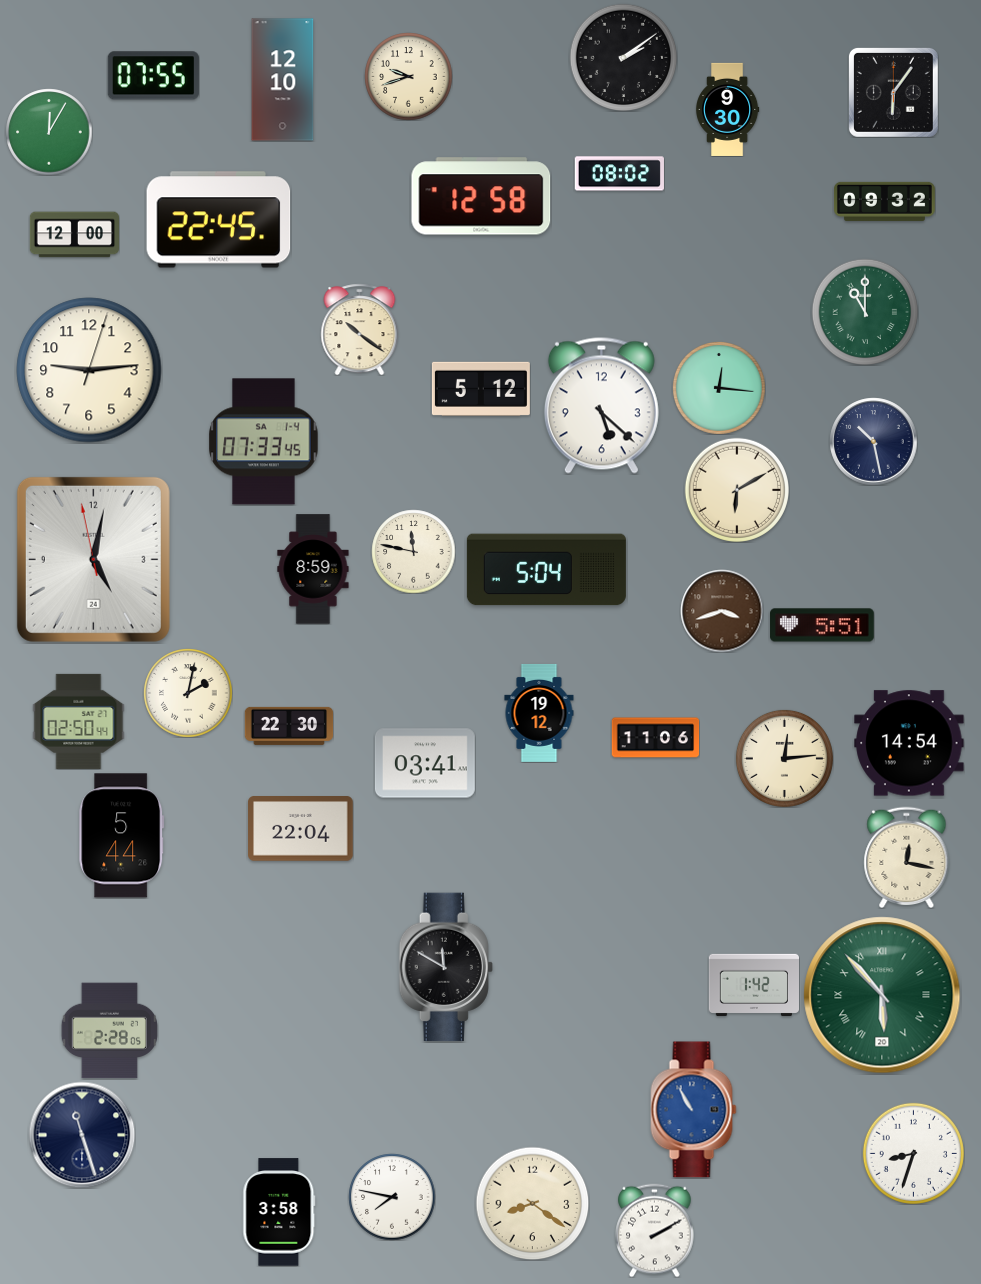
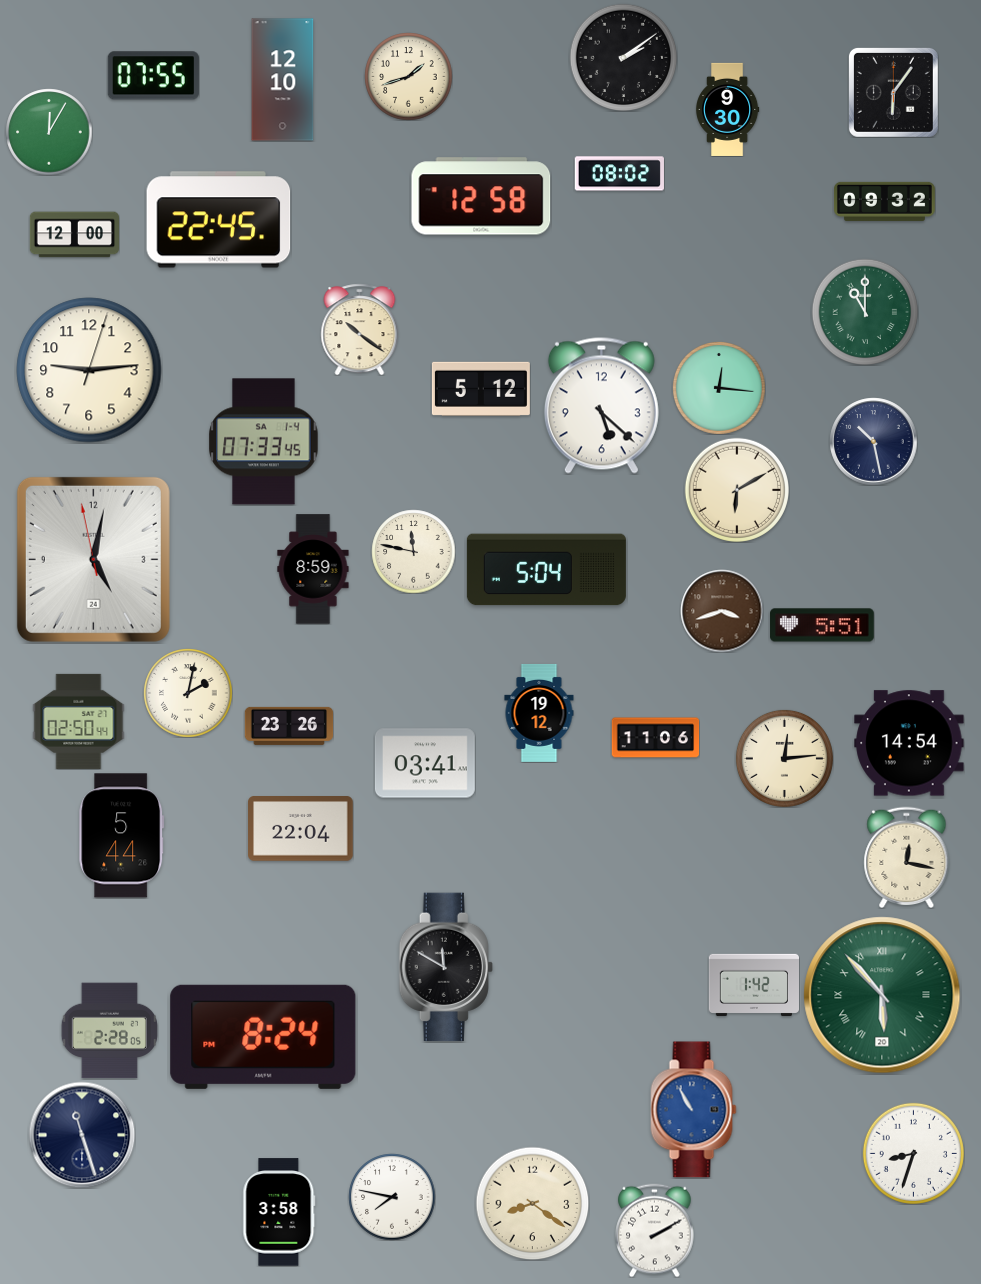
clock at (408, 76): 9:42 -> 1:42
clock at (289, 726): 22:30 -> 23:26
clock at (263, 1037): none -> 8:24
